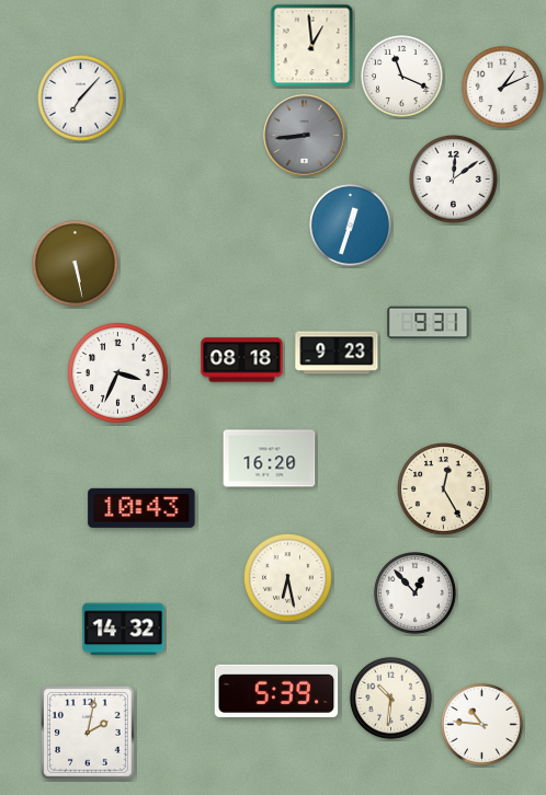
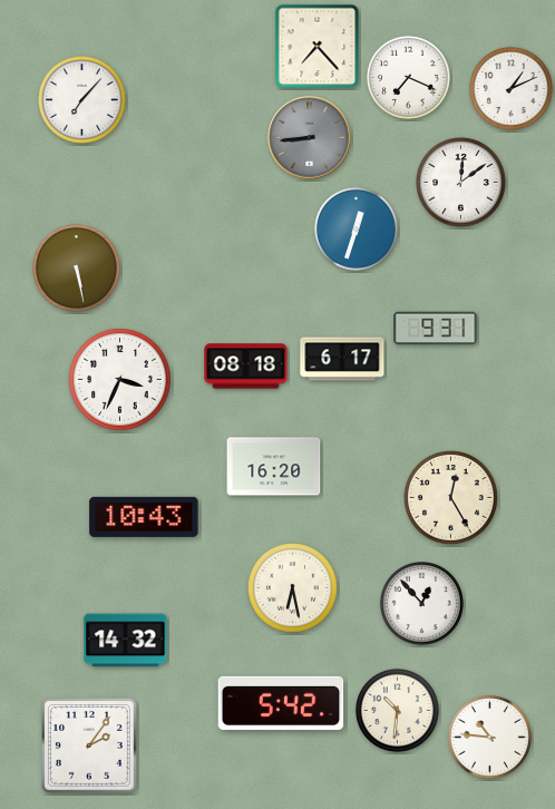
clock at (312, 46): 12:59 -> 7:23
clock at (401, 76): 11:19 -> 7:19
clock at (337, 353): 9:23 -> 6:17
clock at (276, 691): 5:39 -> 5:42
clock at (88, 733): 2:02 -> 2:06
